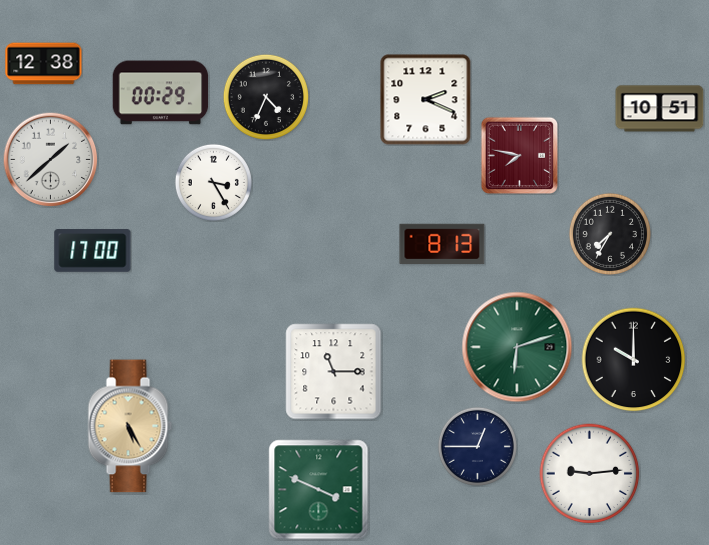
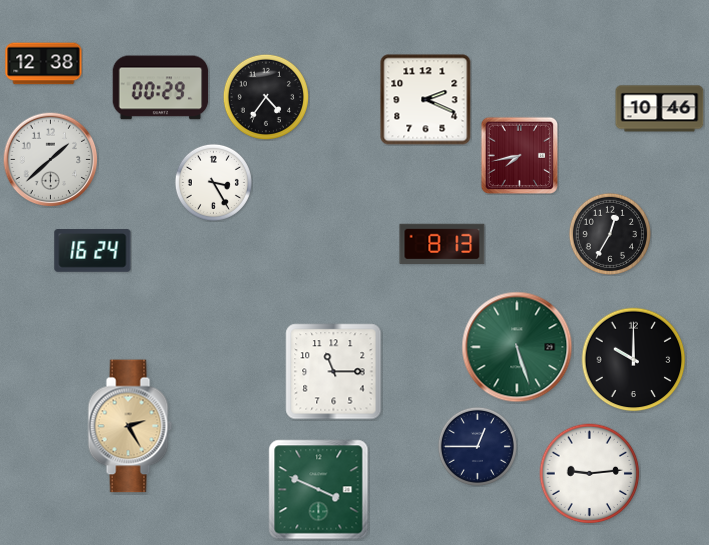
clock at (161, 93) position: (161, 93) -> (161, 88)
clock at (265, 96): 4:34 -> 4:36
clock at (660, 109): 10:51 -> 10:46
clock at (519, 155): 7:47 -> 7:43
clock at (610, 234): 7:35 -> 12:35
clock at (93, 251): 17:00 -> 16:24
clock at (517, 347): 6:12 -> 5:27
clock at (130, 426): 5:25 -> 2:25
